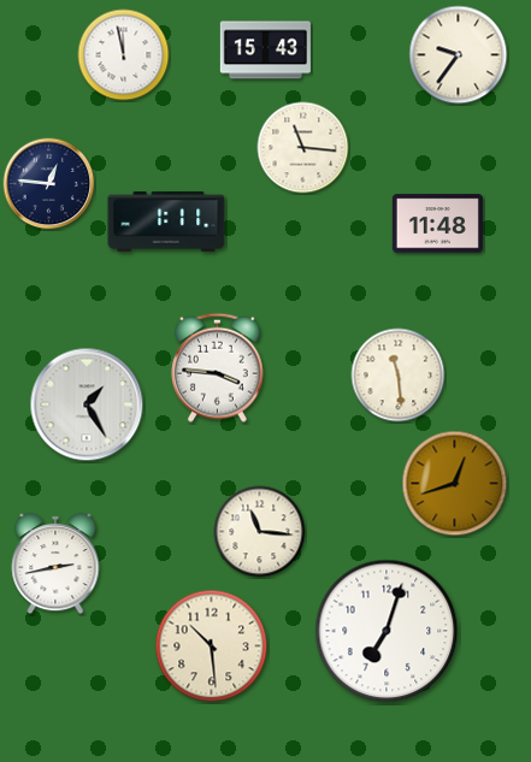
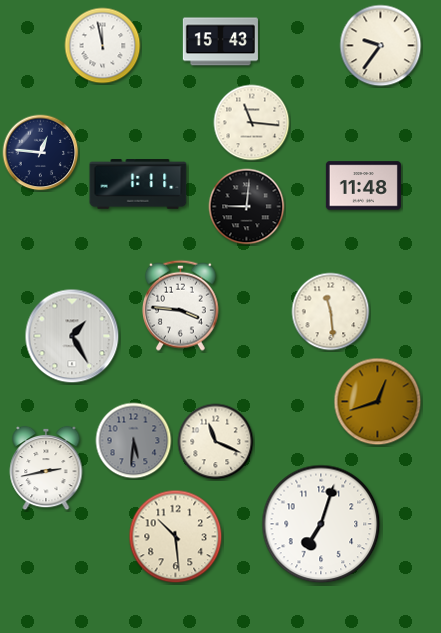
clock at (247, 207): none -> 9:01
clock at (134, 441): none -> 5:31
clock at (260, 532): 11:16 -> 11:19
